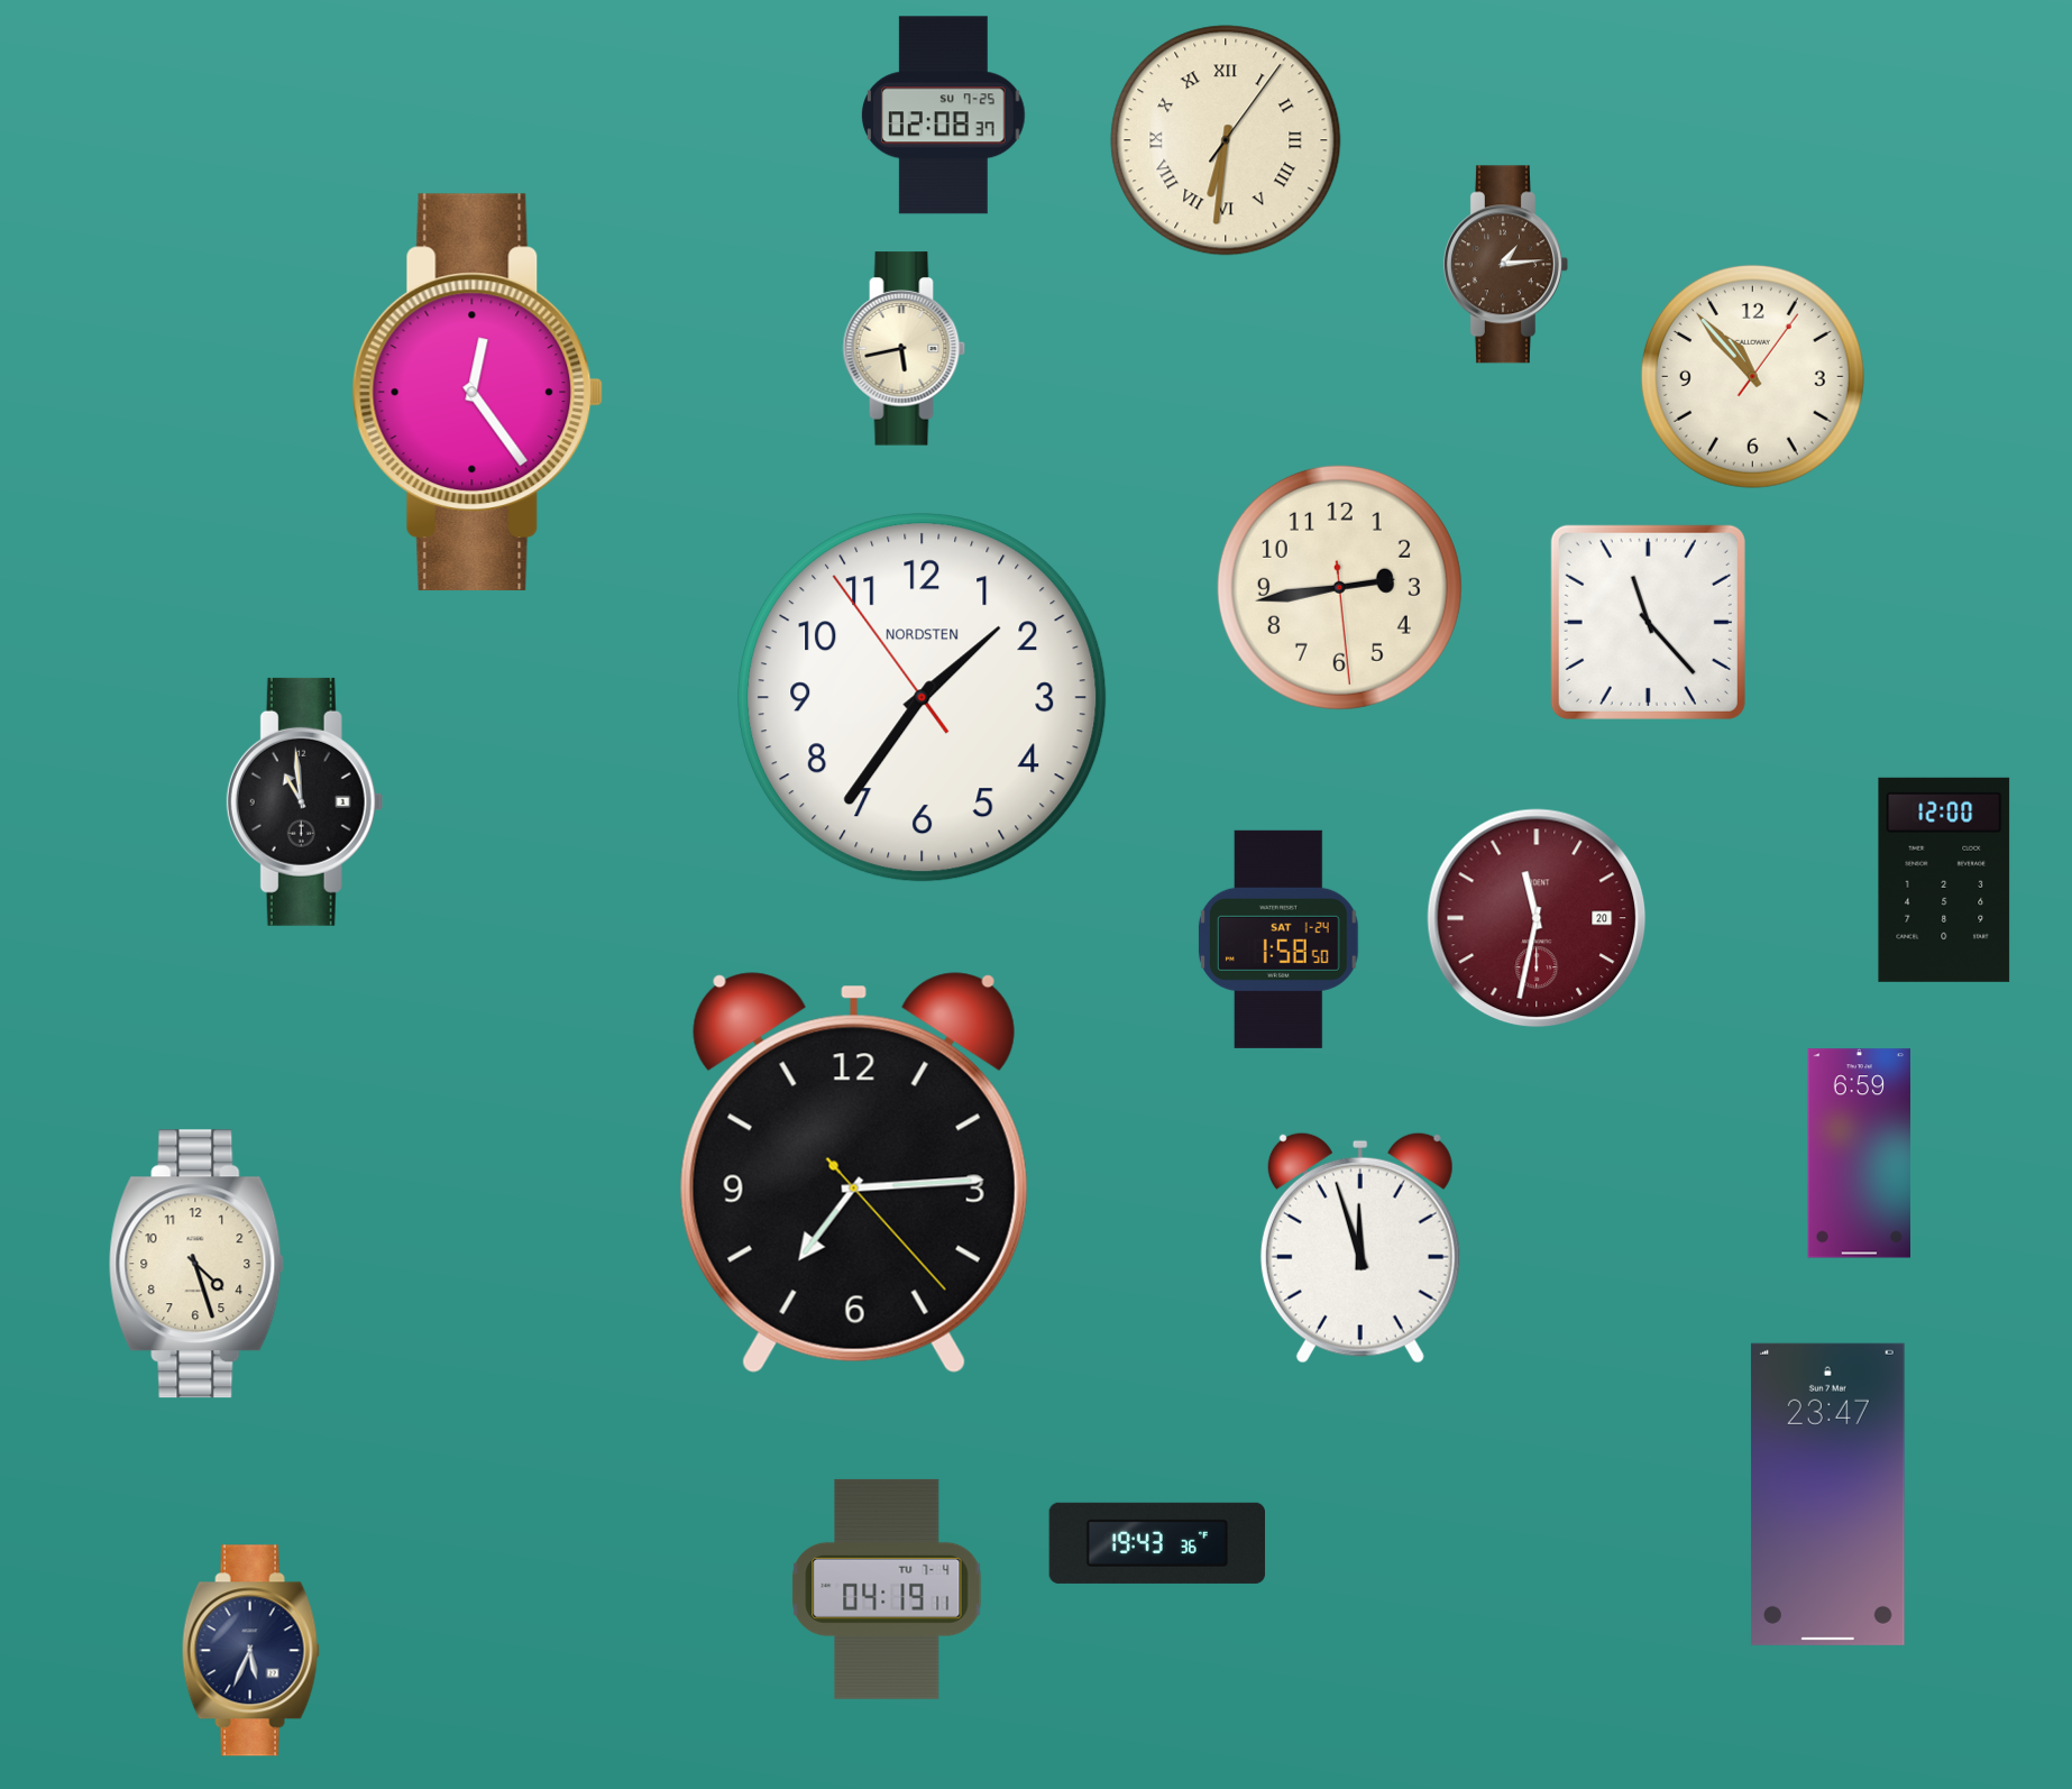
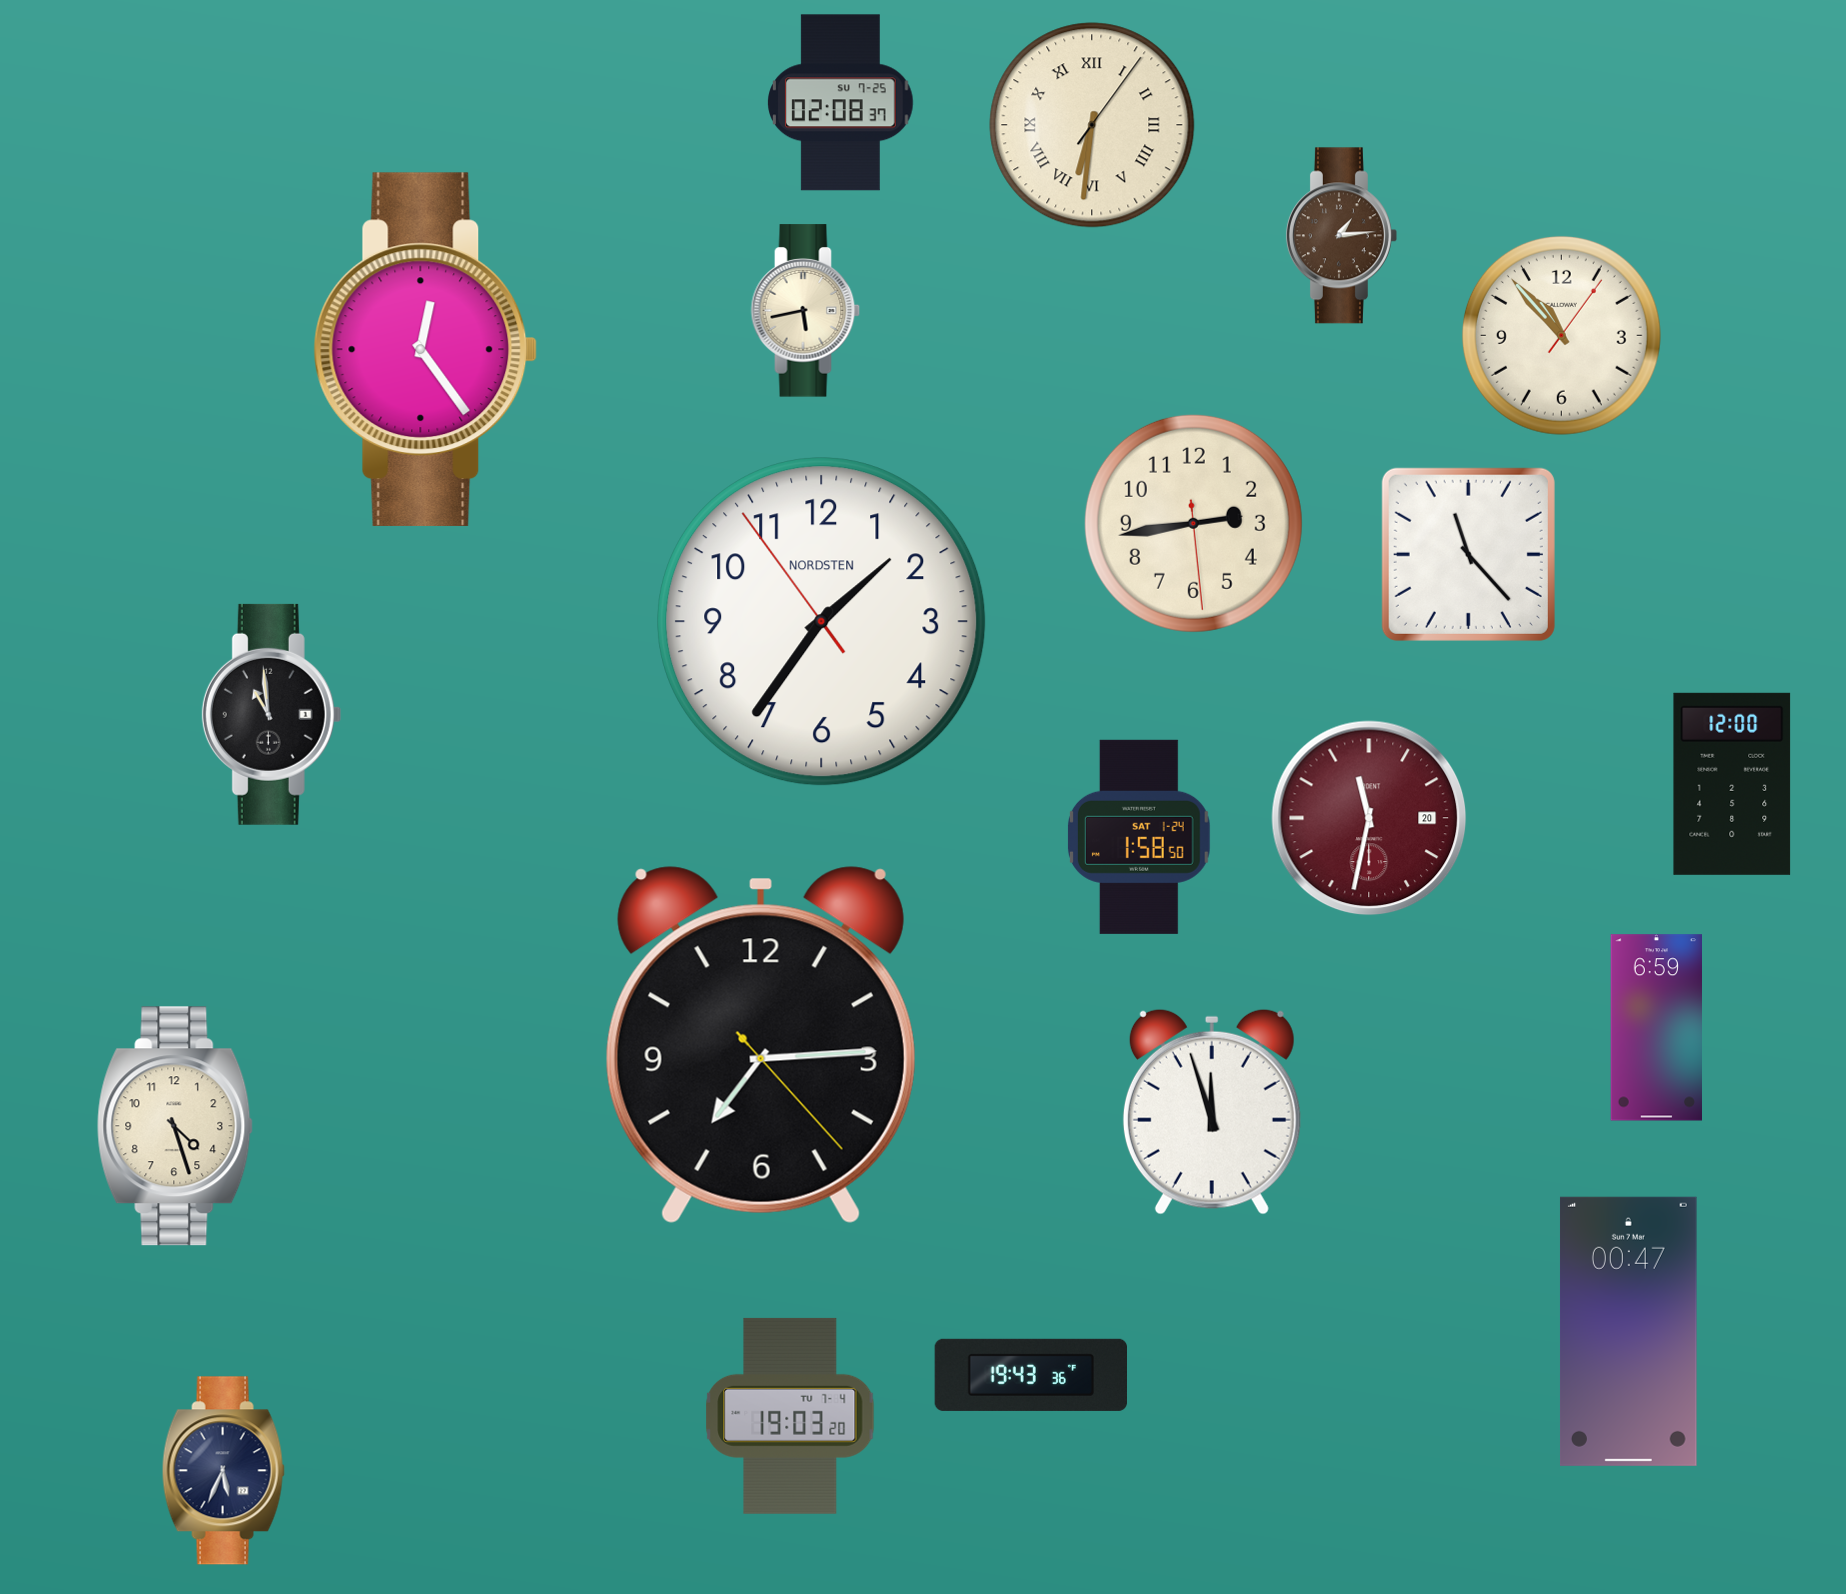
clock at (1827, 1494): 23:47 -> 00:47
clock at (887, 1589): 04:19 -> 19:03
